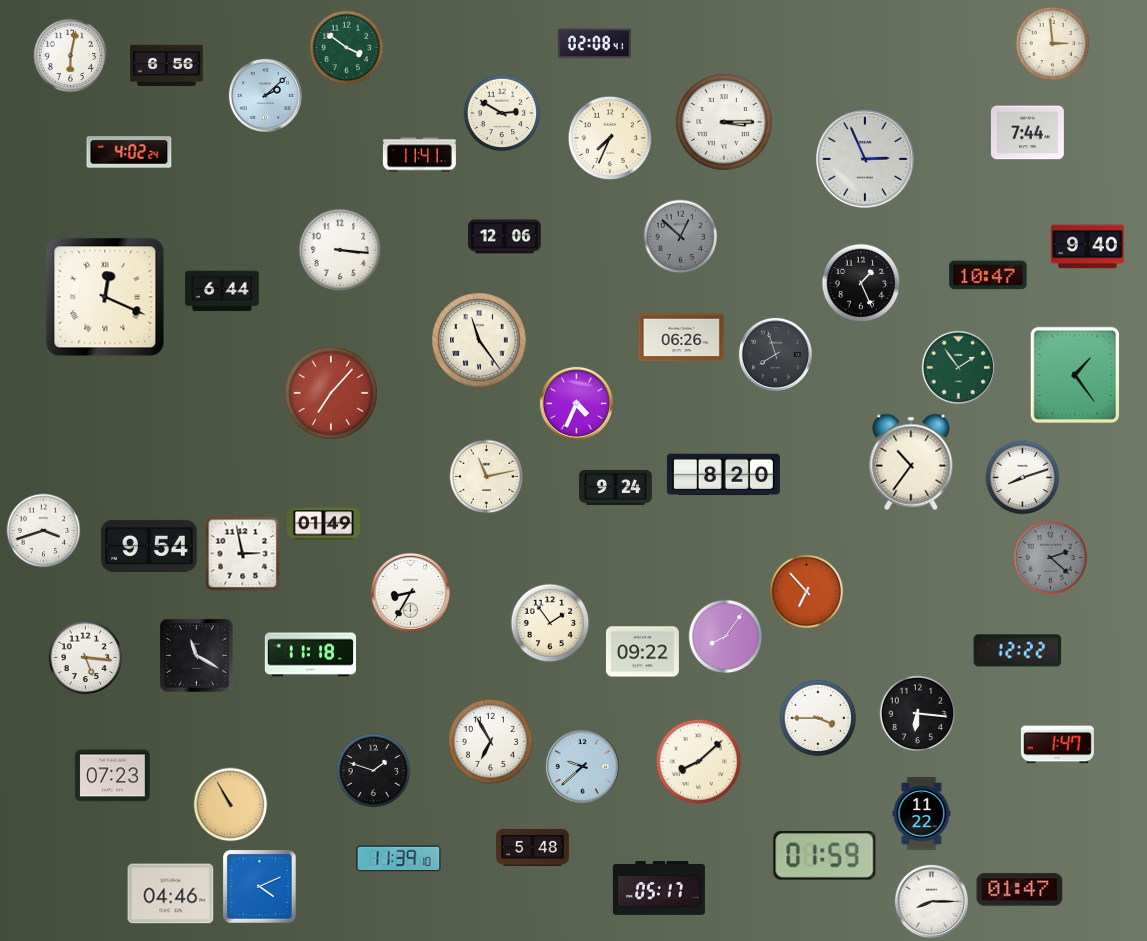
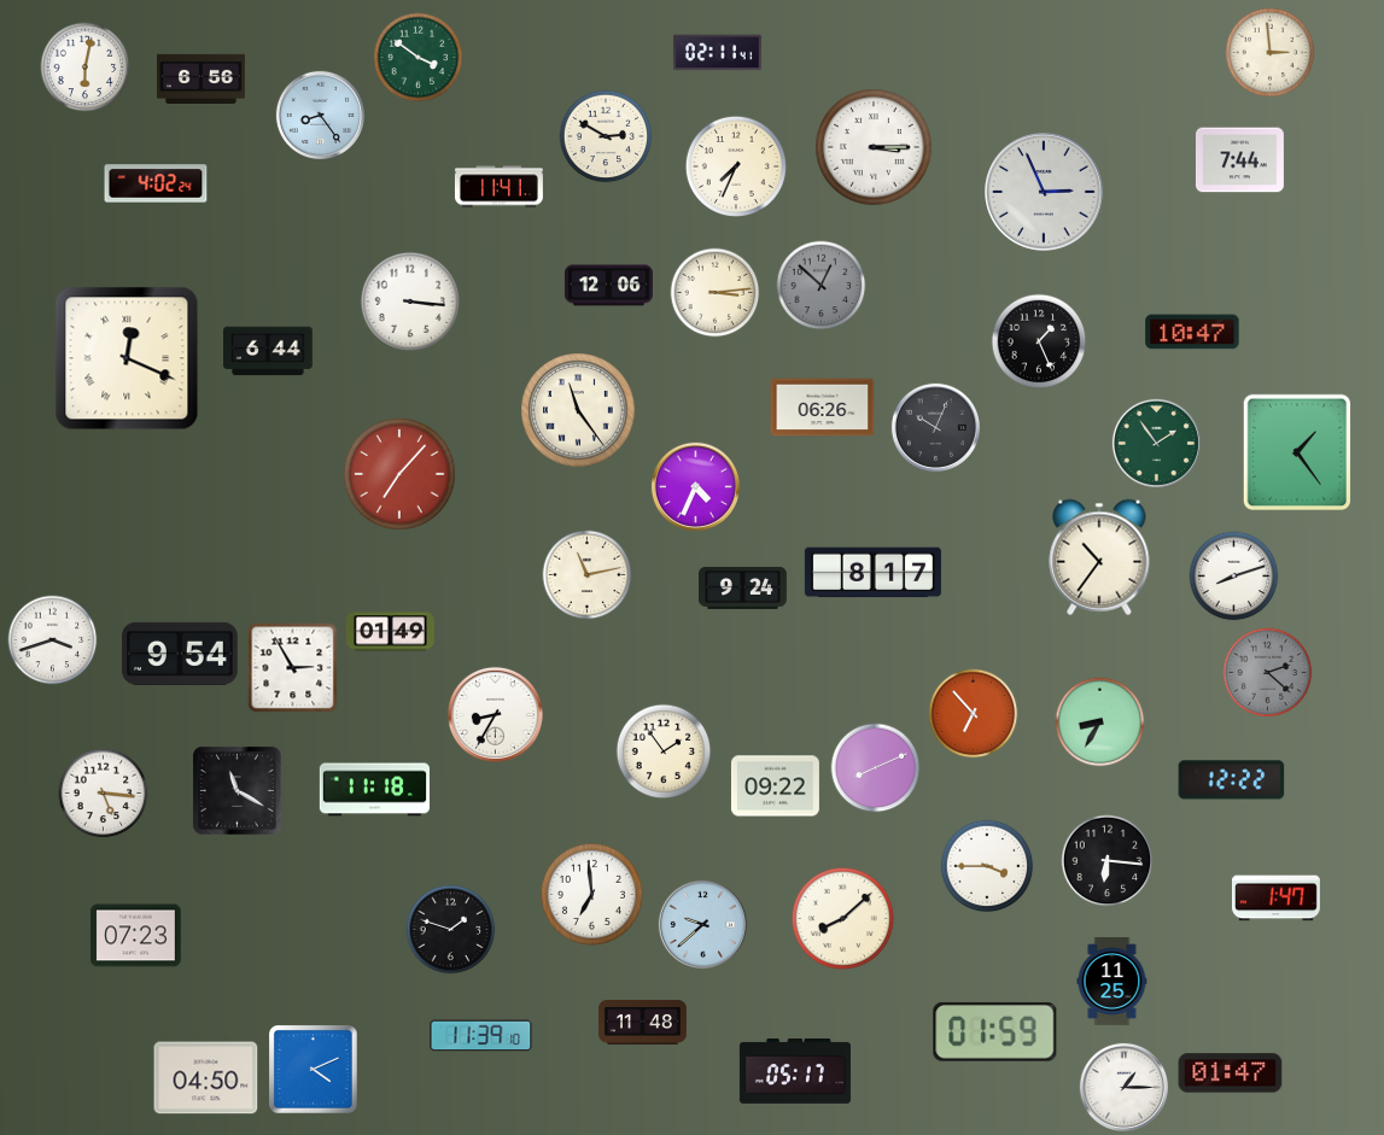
clock at (594, 44): 02:08 -> 02:11
clock at (265, 95): 2:08 -> 8:24
clock at (419, 155) position: (419, 155) -> (498, 187)
clock at (716, 293): none -> 3:14
clock at (1087, 247): 9:40 -> none
clock at (775, 354): 7:57 -> 10:04
clock at (723, 475): 8:20 -> 8:17
clock at (149, 546) position: (149, 546) -> (180, 654)
clock at (243, 554): 2:58 -> 2:55
clock at (1100, 722): none -> 8:35
clock at (726, 637): 8:06 -> 8:11
clock at (1018, 651) position: (1018, 651) -> (1232, 780)
clock at (490, 741): 6:55 -> 6:59
clock at (231, 805): 10:55 -> none
clock at (922, 813): 11:22 -> 11:25
clock at (532, 847): 5:48 -> 11:48
clock at (171, 894): 04:46 -> 04:50
clock at (931, 901): 8:15 -> 1:15
